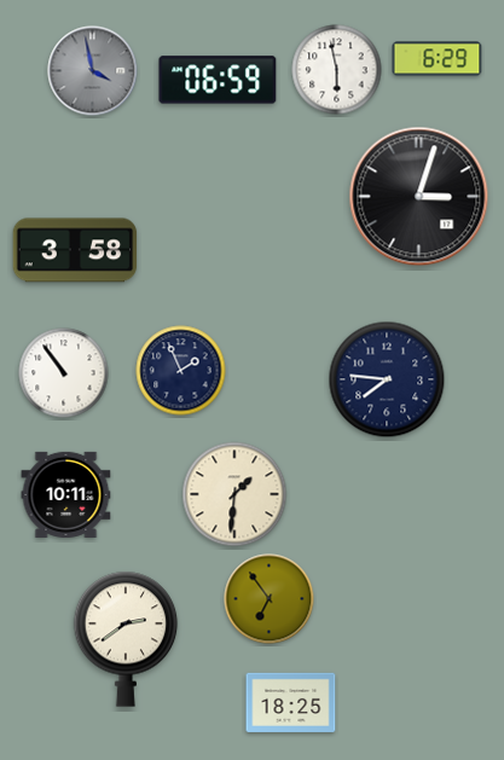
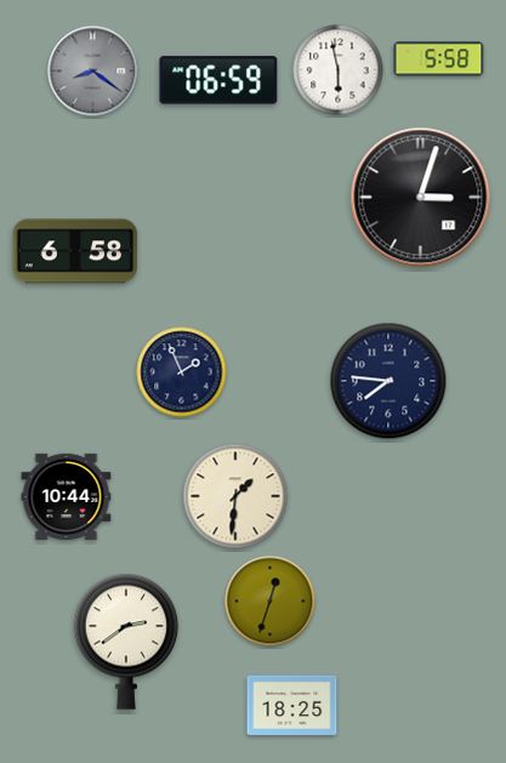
clock at (438, 59): 6:29 -> 5:58
clock at (93, 71): 3:58 -> 8:21
clock at (75, 250): 3:58 -> 6:58
clock at (64, 373): 10:54 -> none
clock at (66, 494): 10:11 -> 10:44
clock at (270, 599): 6:54 -> 12:33
